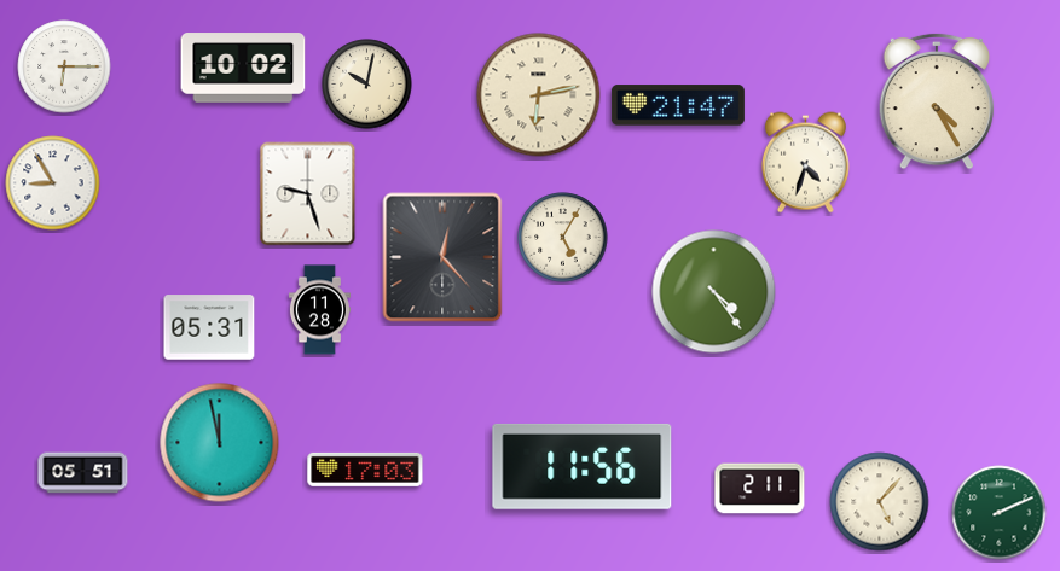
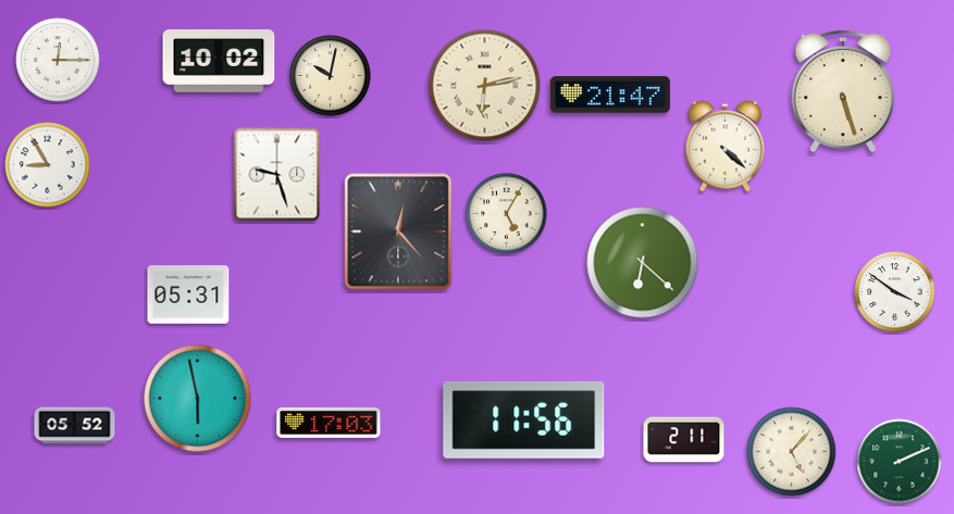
clock at (64, 66): 6:15 -> 12:15
clock at (937, 101): 4:25 -> 5:27
clock at (805, 163): 4:33 -> 4:22
clock at (714, 292): 4:24 -> 6:22
clock at (319, 310): 11:28 -> none
clock at (895, 292): none -> 3:51
clock at (220, 443): 11:58 -> 5:58
clock at (83, 473): 05:51 -> 05:52
